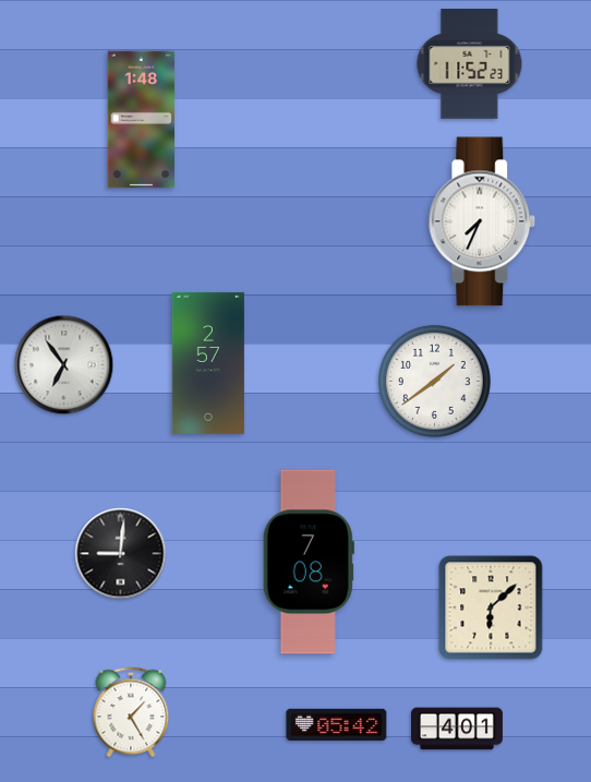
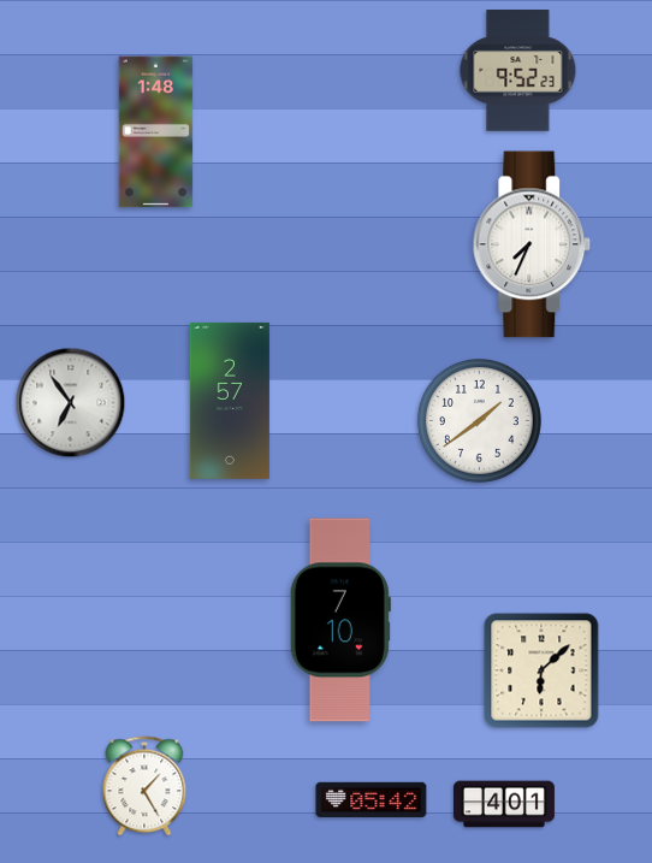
clock at (470, 64): 11:52 -> 9:52
clock at (121, 554): 9:01 -> none
clock at (309, 562): 7:08 -> 7:10
